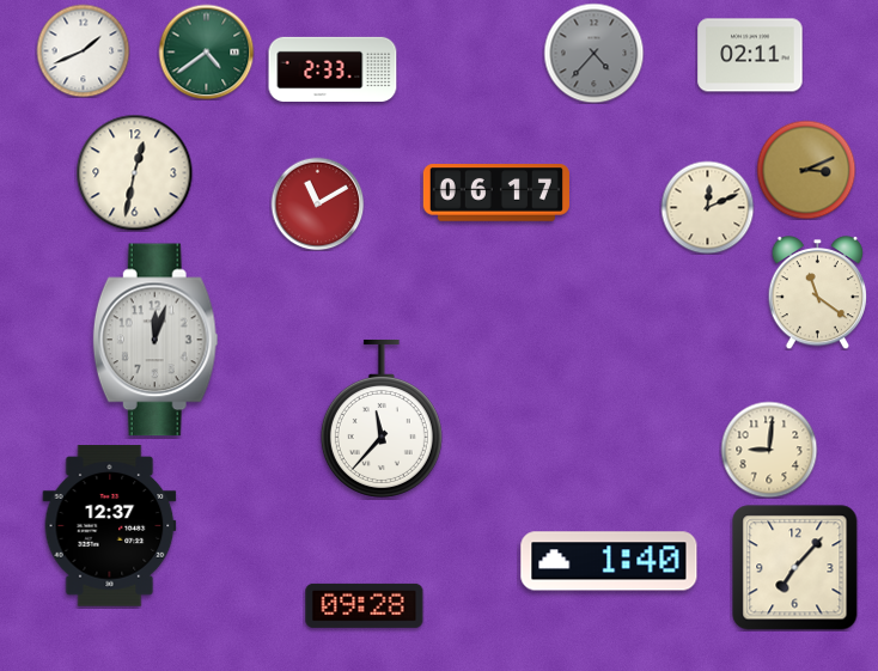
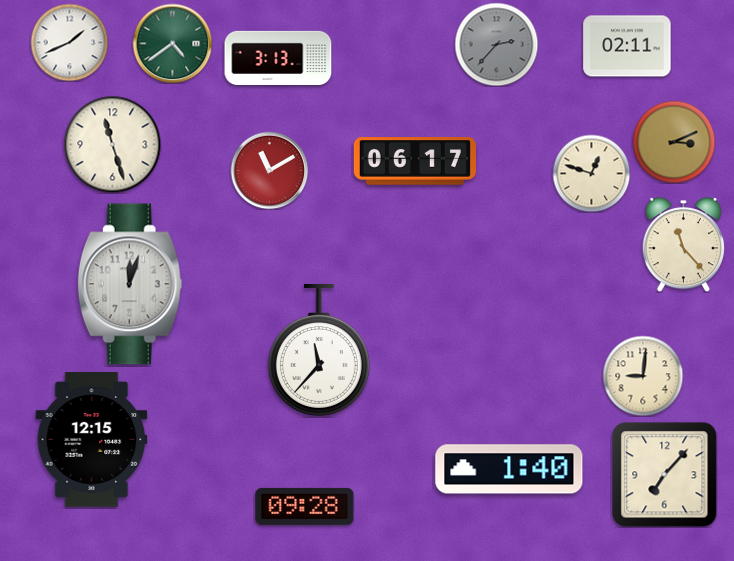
clock at (593, 53): 4:37 -> 2:37
clock at (333, 68): 2:33 -> 3:13
clock at (134, 172): 12:32 -> 11:27
clock at (317, 203) position: (317, 203) -> (269, 170)
clock at (707, 207): 12:11 -> 12:48
clock at (818, 293): 11:21 -> 11:23
clock at (110, 526): 12:37 -> 12:15
